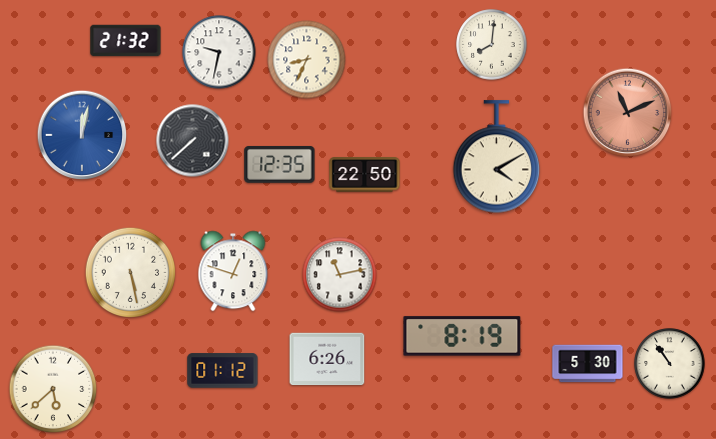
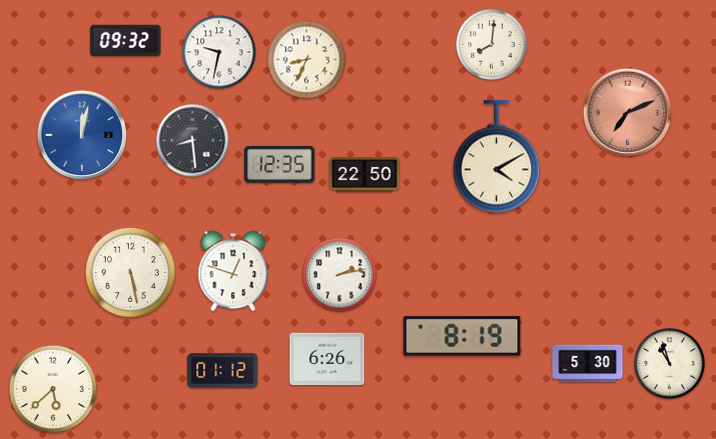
clock at (126, 41): 21:32 -> 09:32
clock at (628, 113): 11:11 -> 7:11
clock at (193, 141): 7:38 -> 8:29
clock at (340, 275): 11:13 -> 2:13
clock at (670, 364): 10:54 -> 10:57
